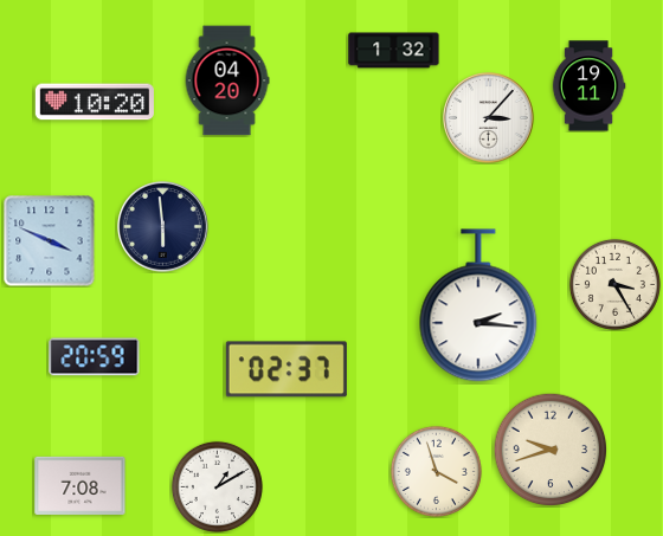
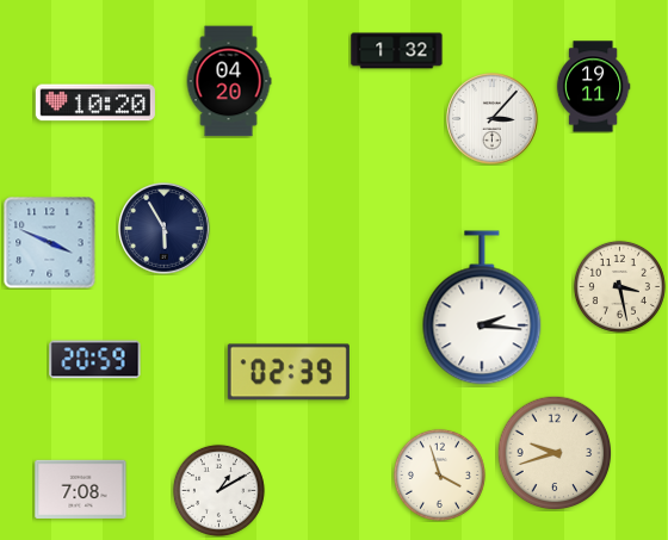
clock at (163, 227): 5:59 -> 5:55
clock at (614, 284): 3:25 -> 3:28
clock at (287, 369): 02:37 -> 02:39
